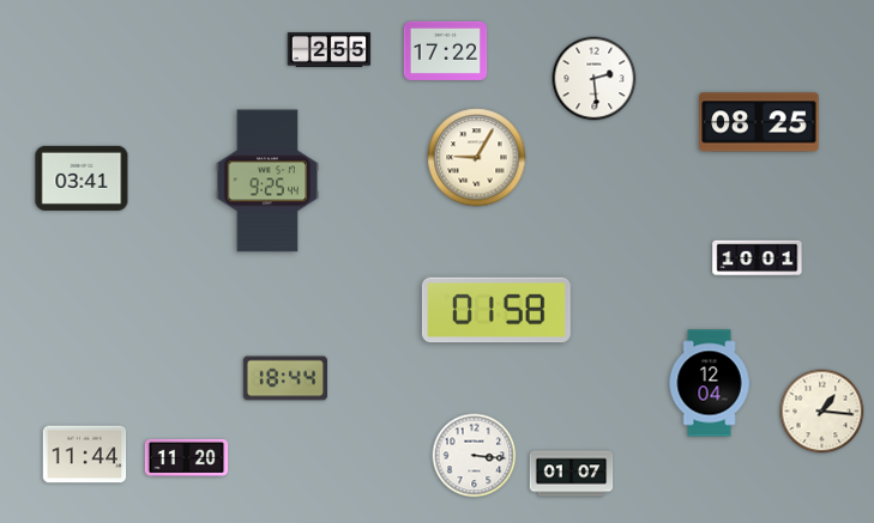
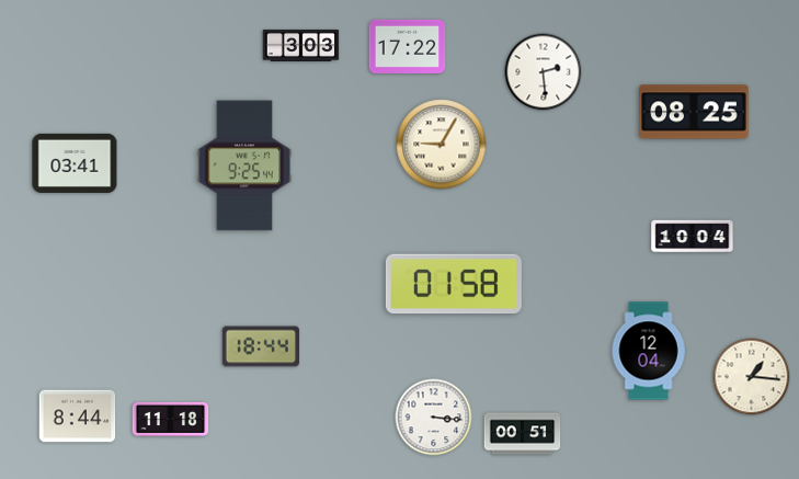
clock at (330, 49): 2:55 -> 3:03
clock at (477, 158) position: (477, 158) -> (442, 145)
clock at (758, 259): 10:01 -> 10:04
clock at (85, 455): 11:44 -> 8:44
clock at (187, 457): 11:20 -> 11:18
clock at (572, 474): 01:07 -> 00:51
